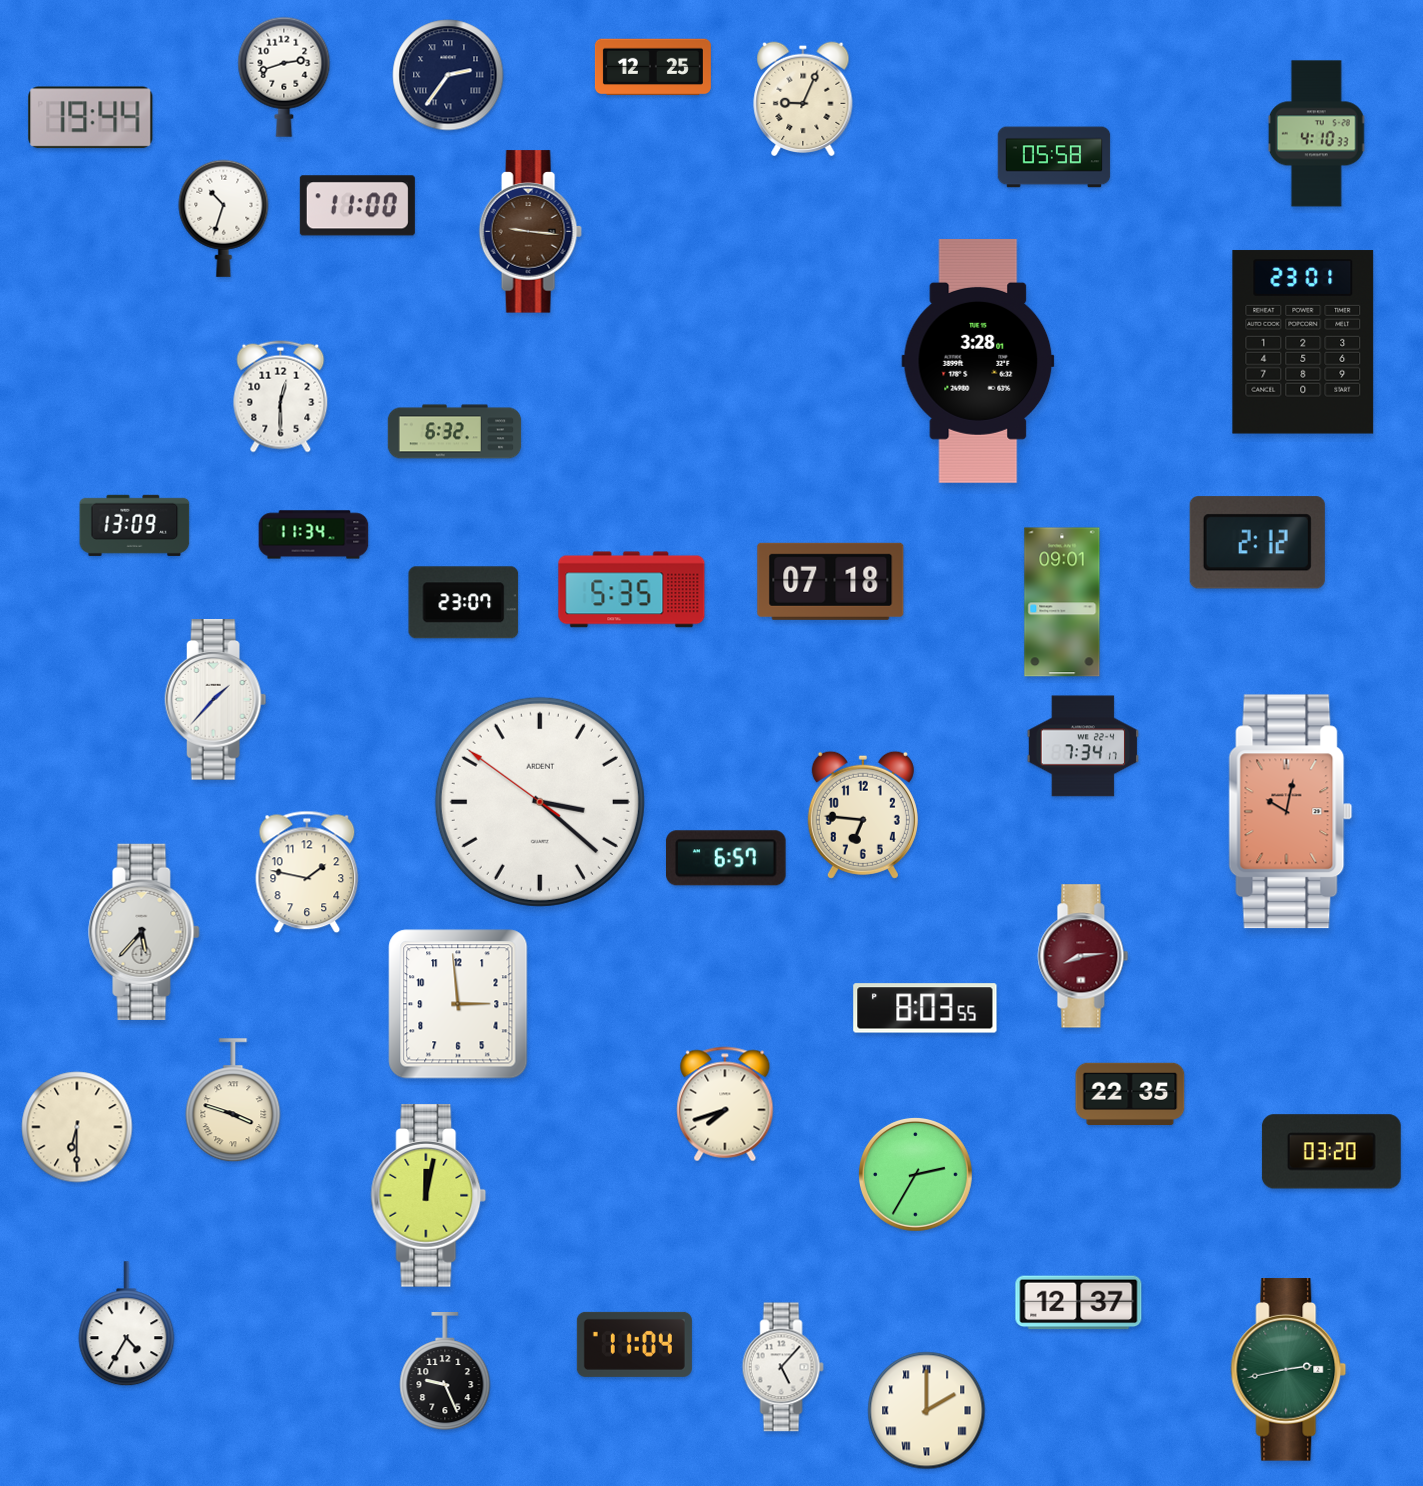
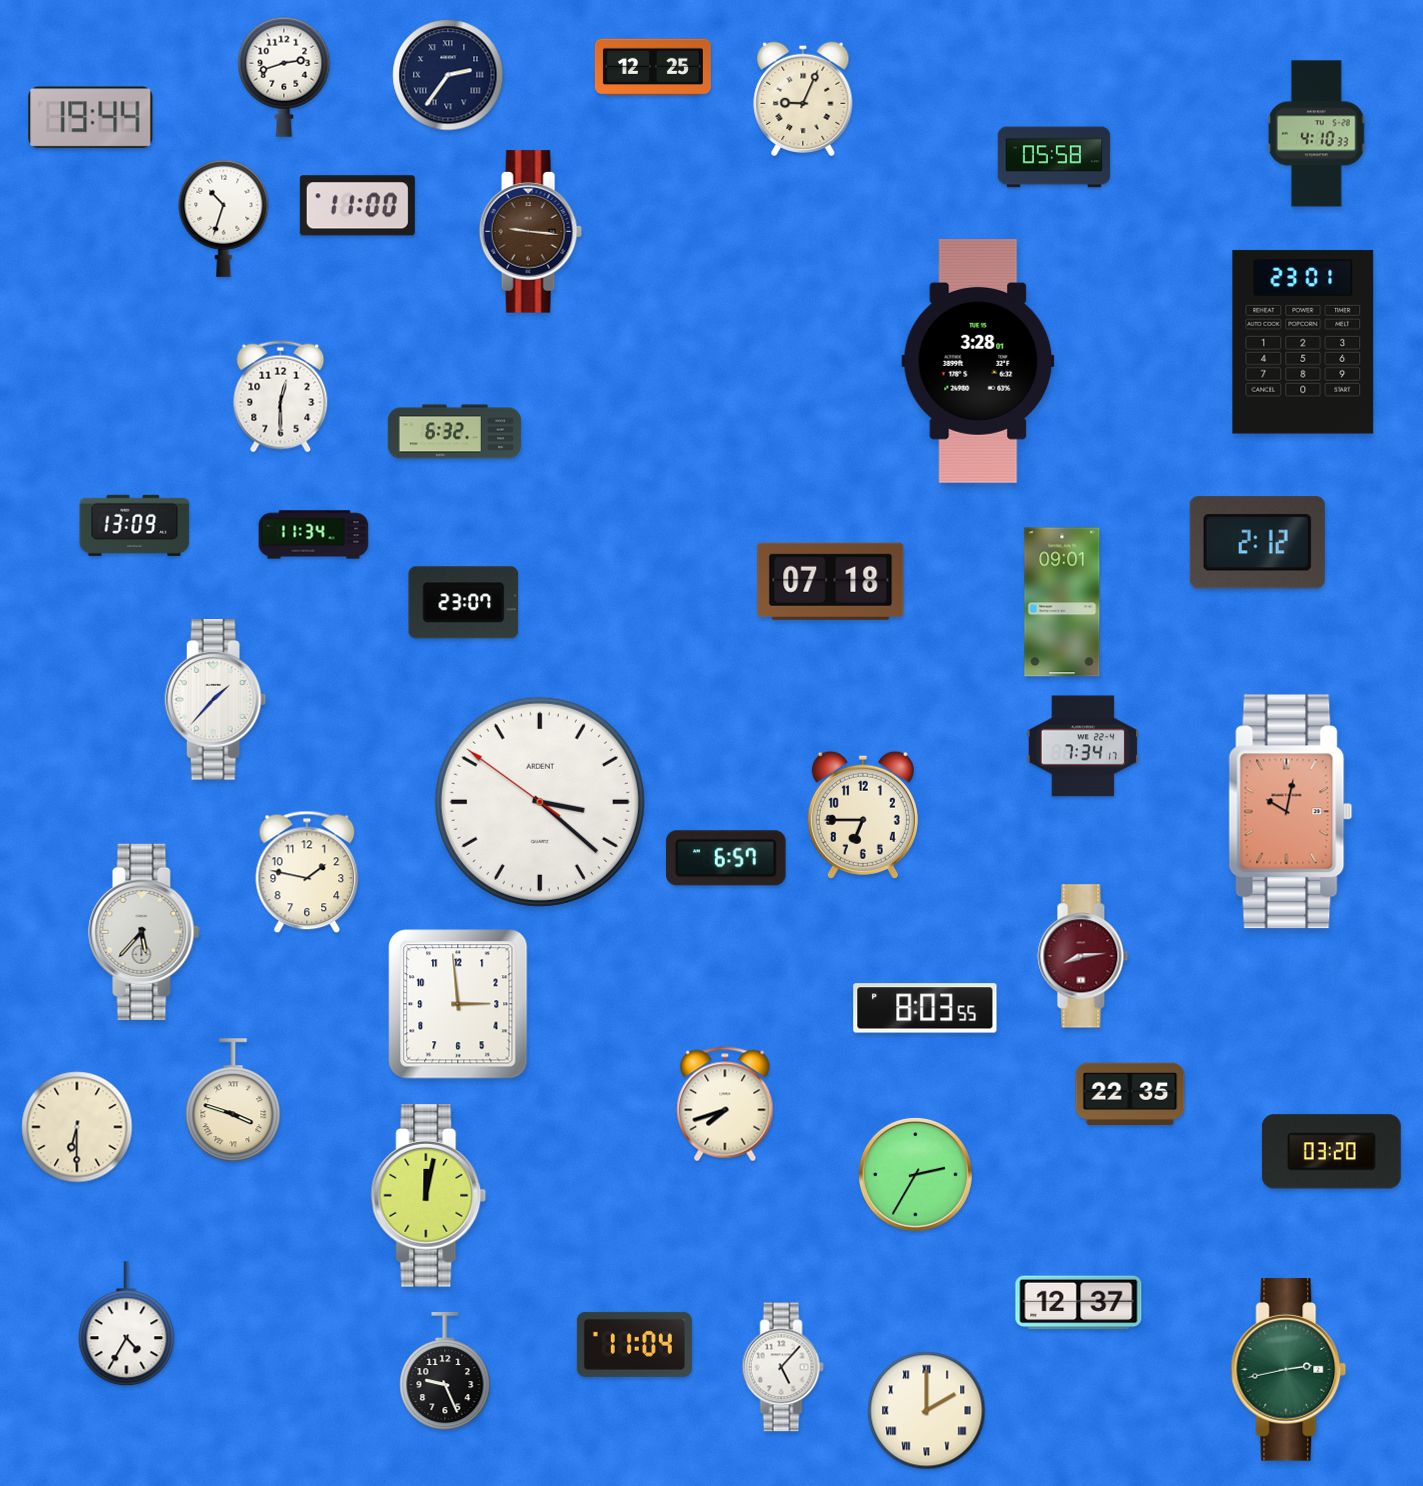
clock at (632, 590): 5:35 -> none
clock at (863, 815): 6:46 -> 6:45
